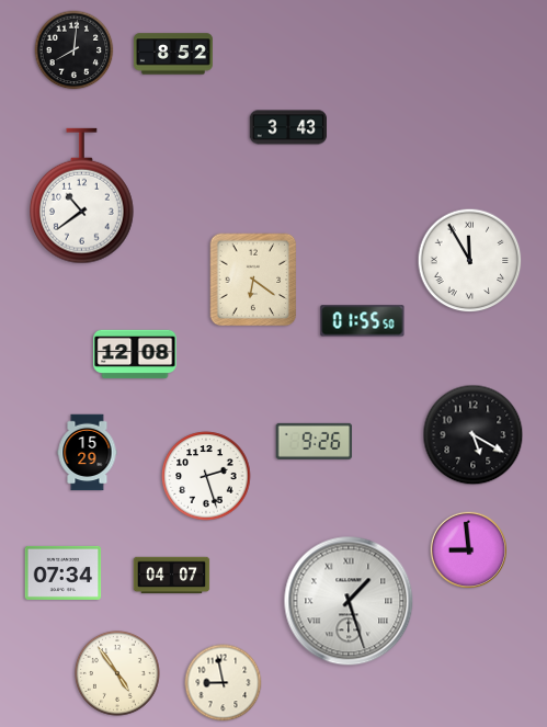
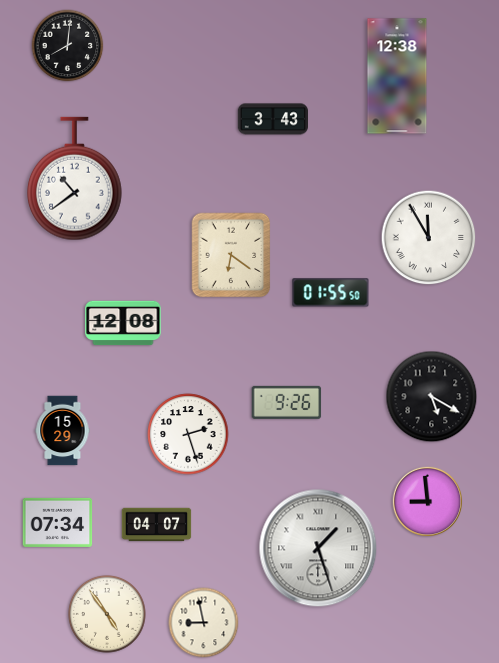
clock at (173, 54): 8:52 -> none
clock at (397, 76): none -> 12:38
clock at (287, 127) position: (287, 127) -> (272, 119)
clock at (88, 453) position: (88, 453) -> (63, 431)
